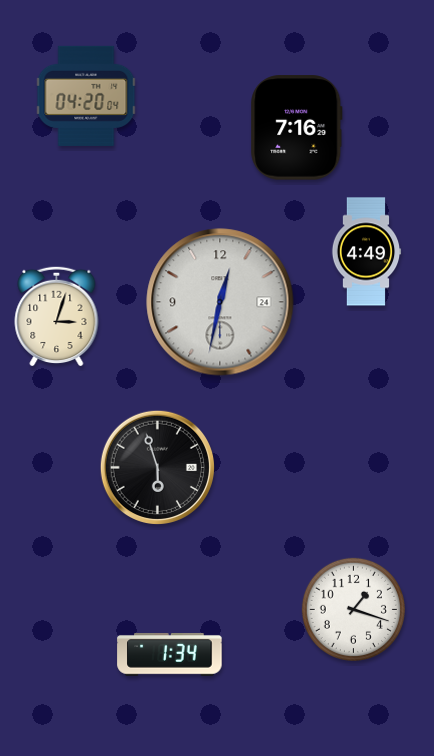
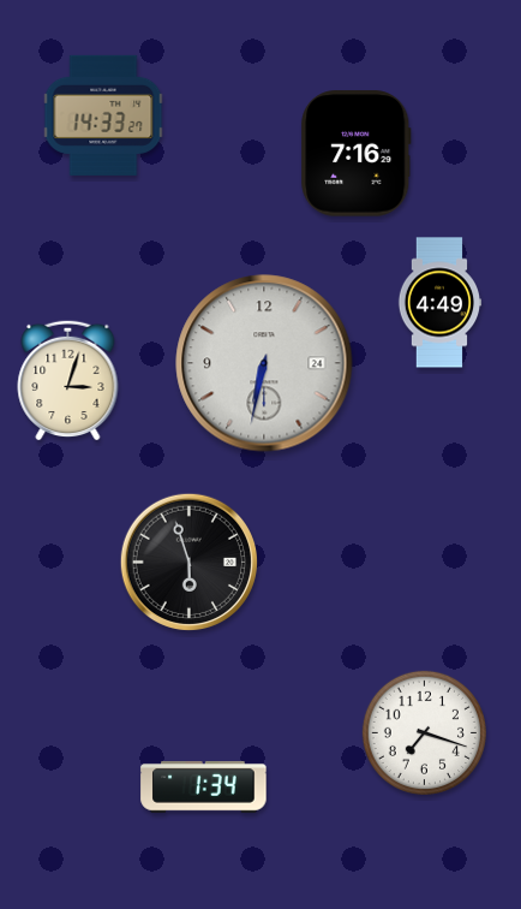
clock at (86, 96): 04:20 -> 14:33
clock at (220, 302): 12:32 -> 6:32
clock at (353, 609): 1:18 -> 7:18
